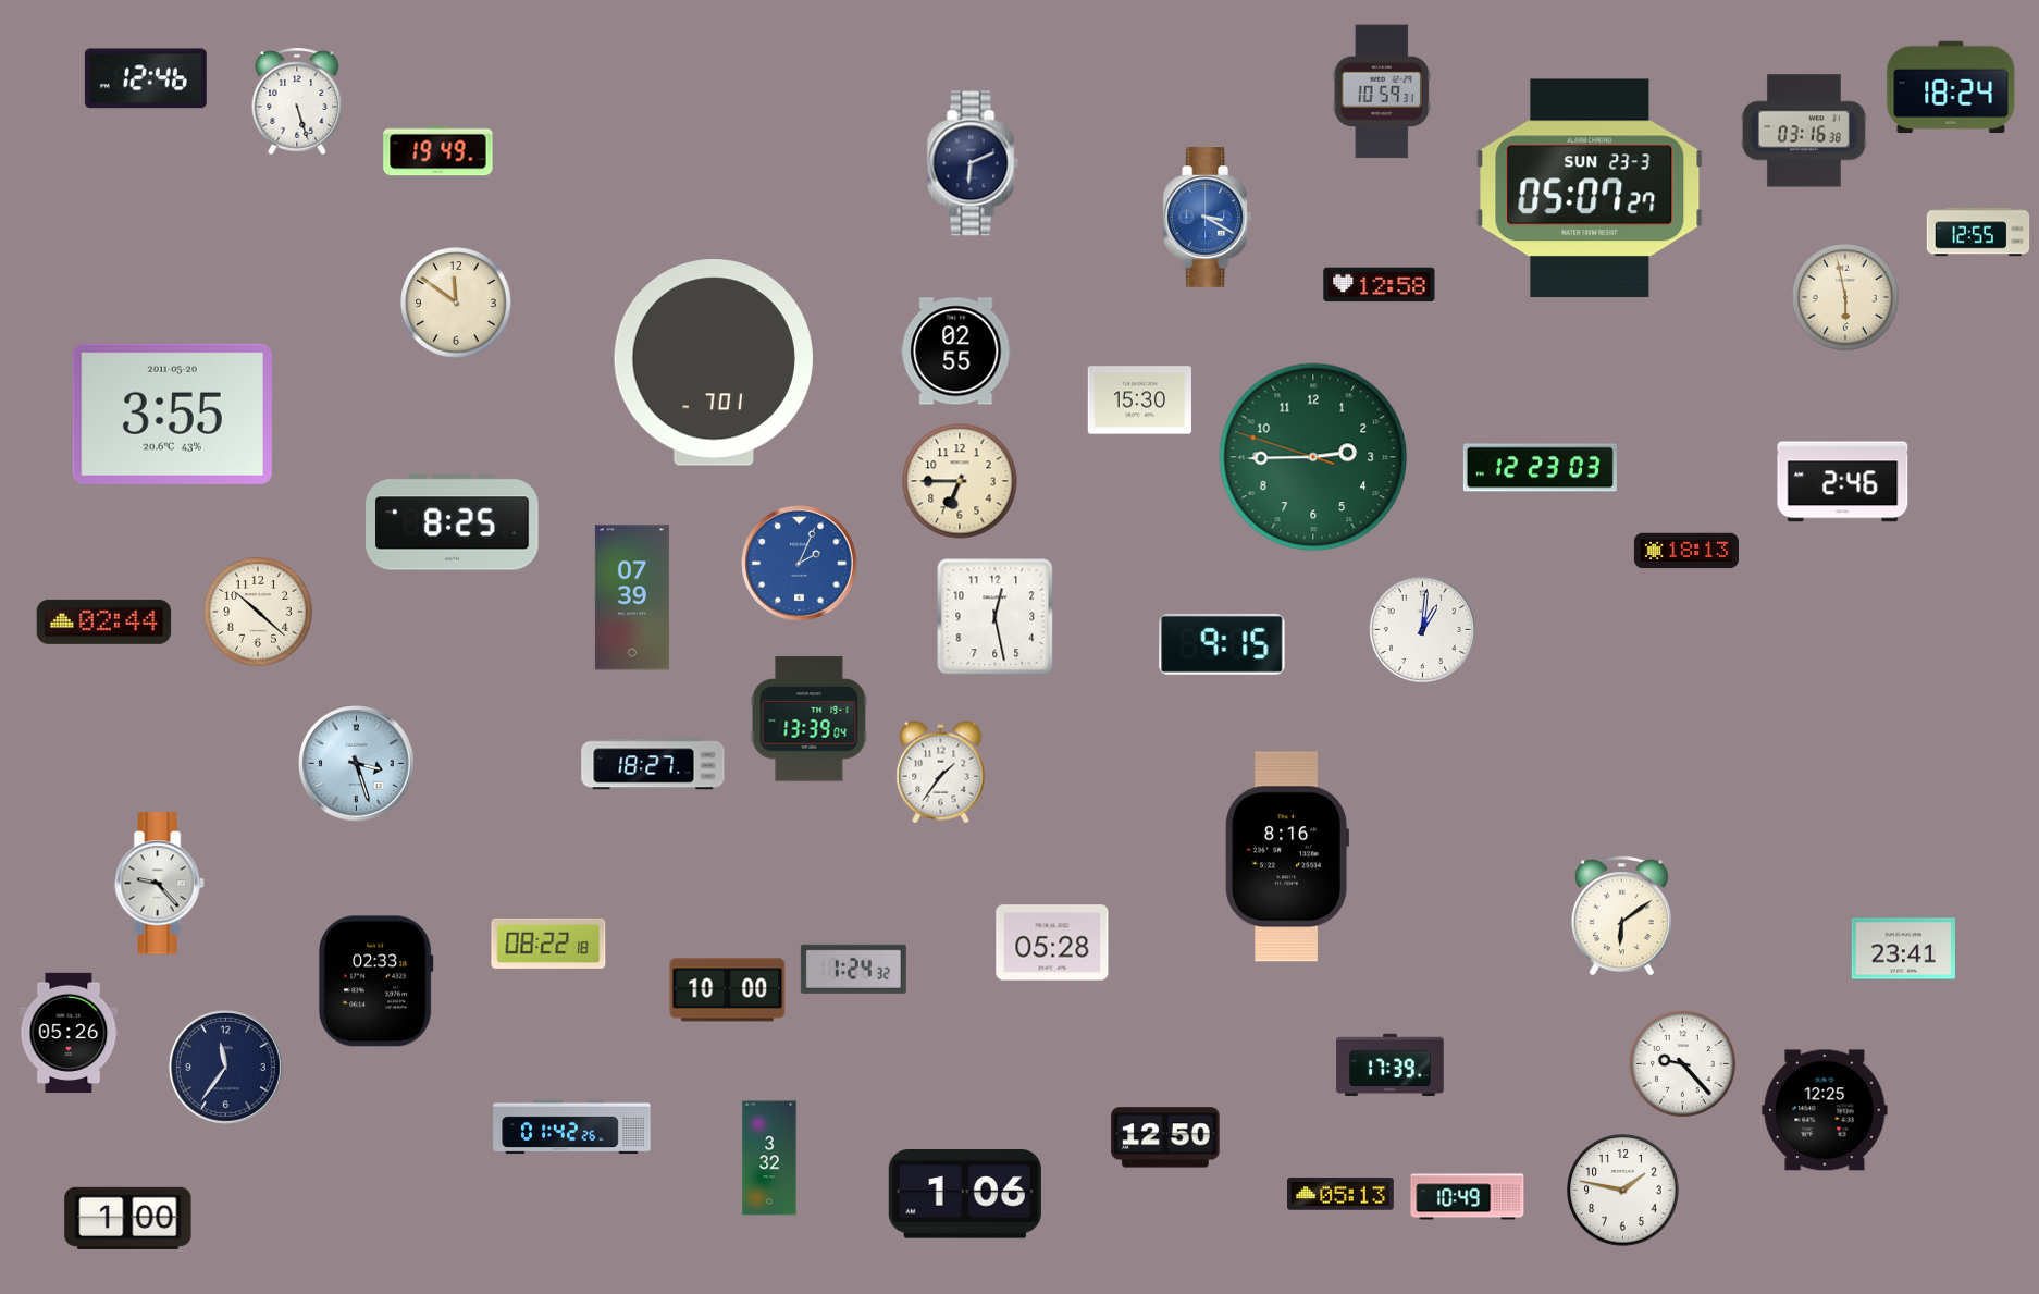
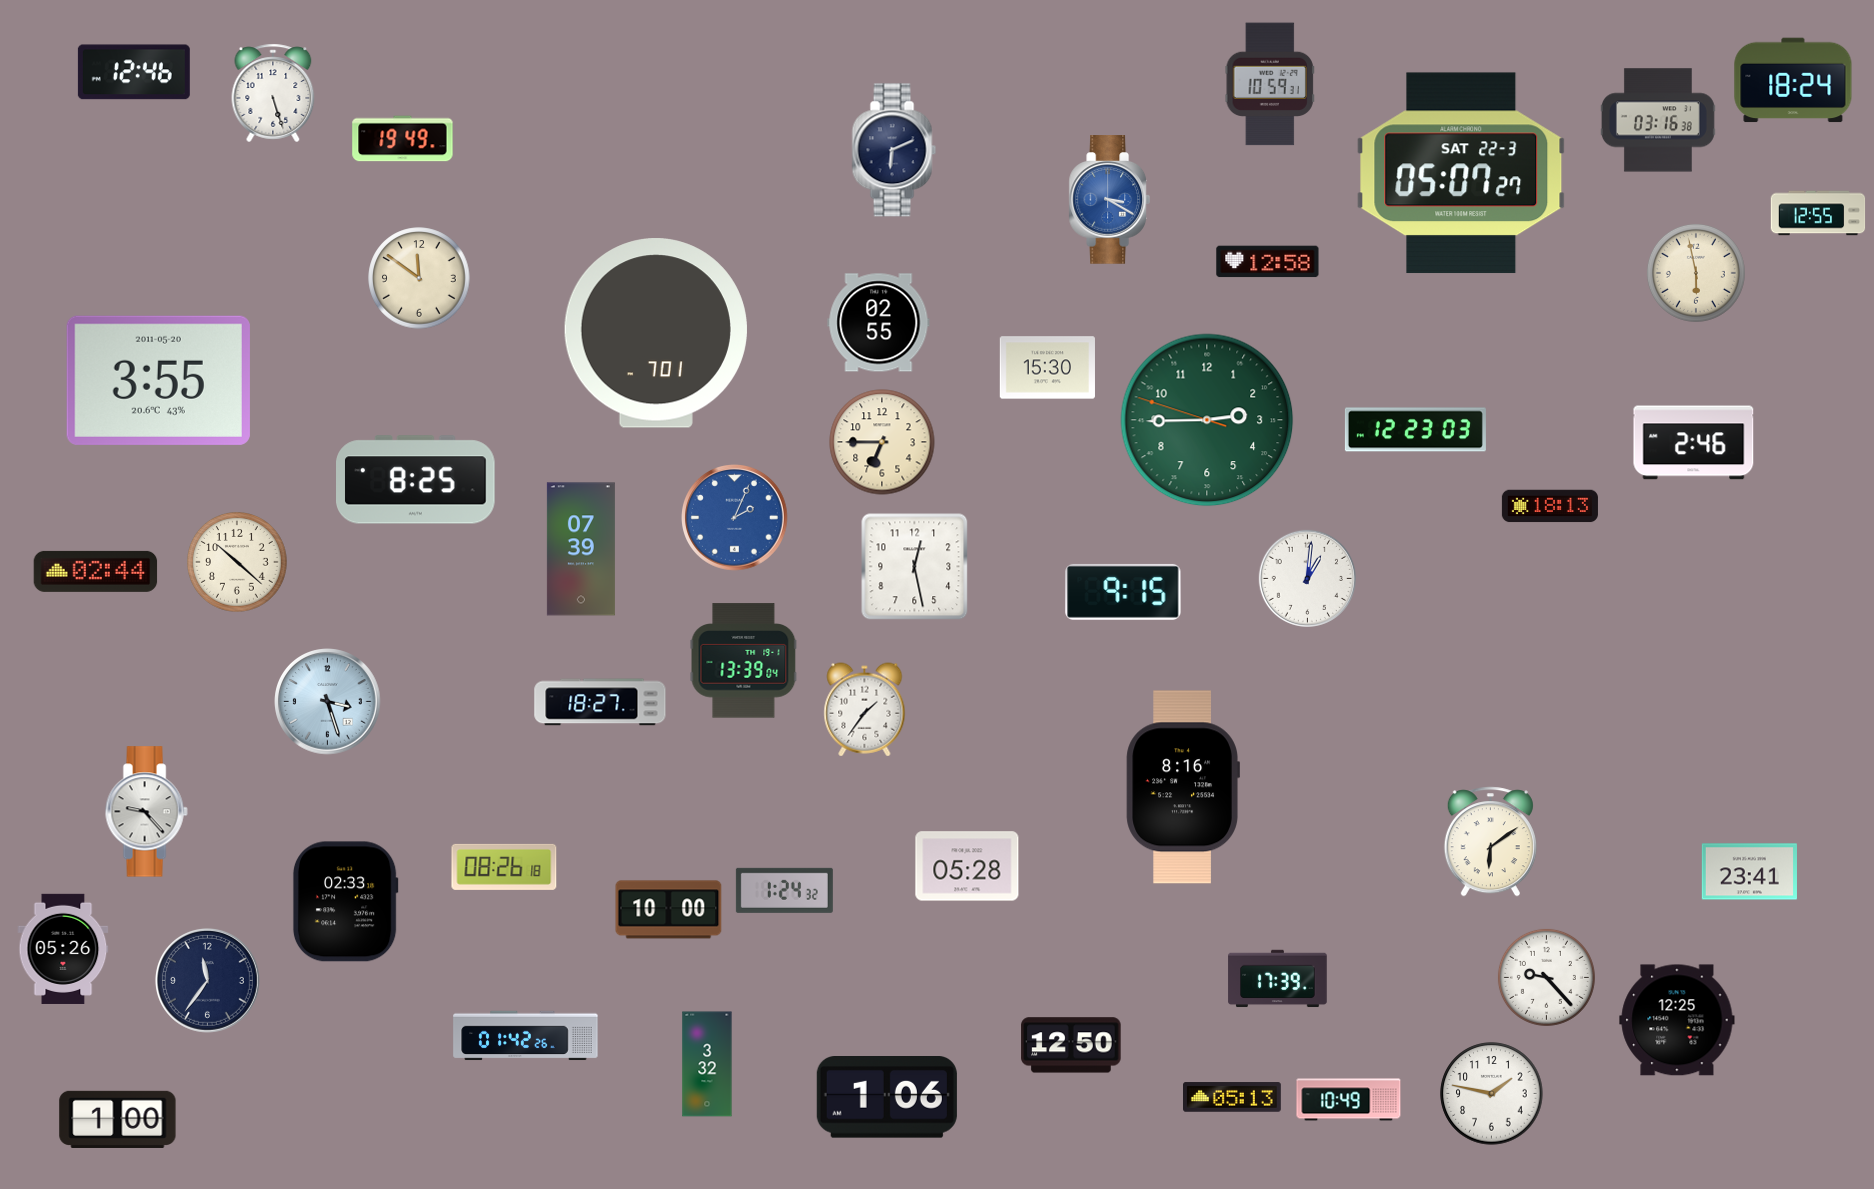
clock at (1590, 188) date: SUN 23-3 -> SAT 22-3
clock at (548, 944): 08:22 -> 08:26
